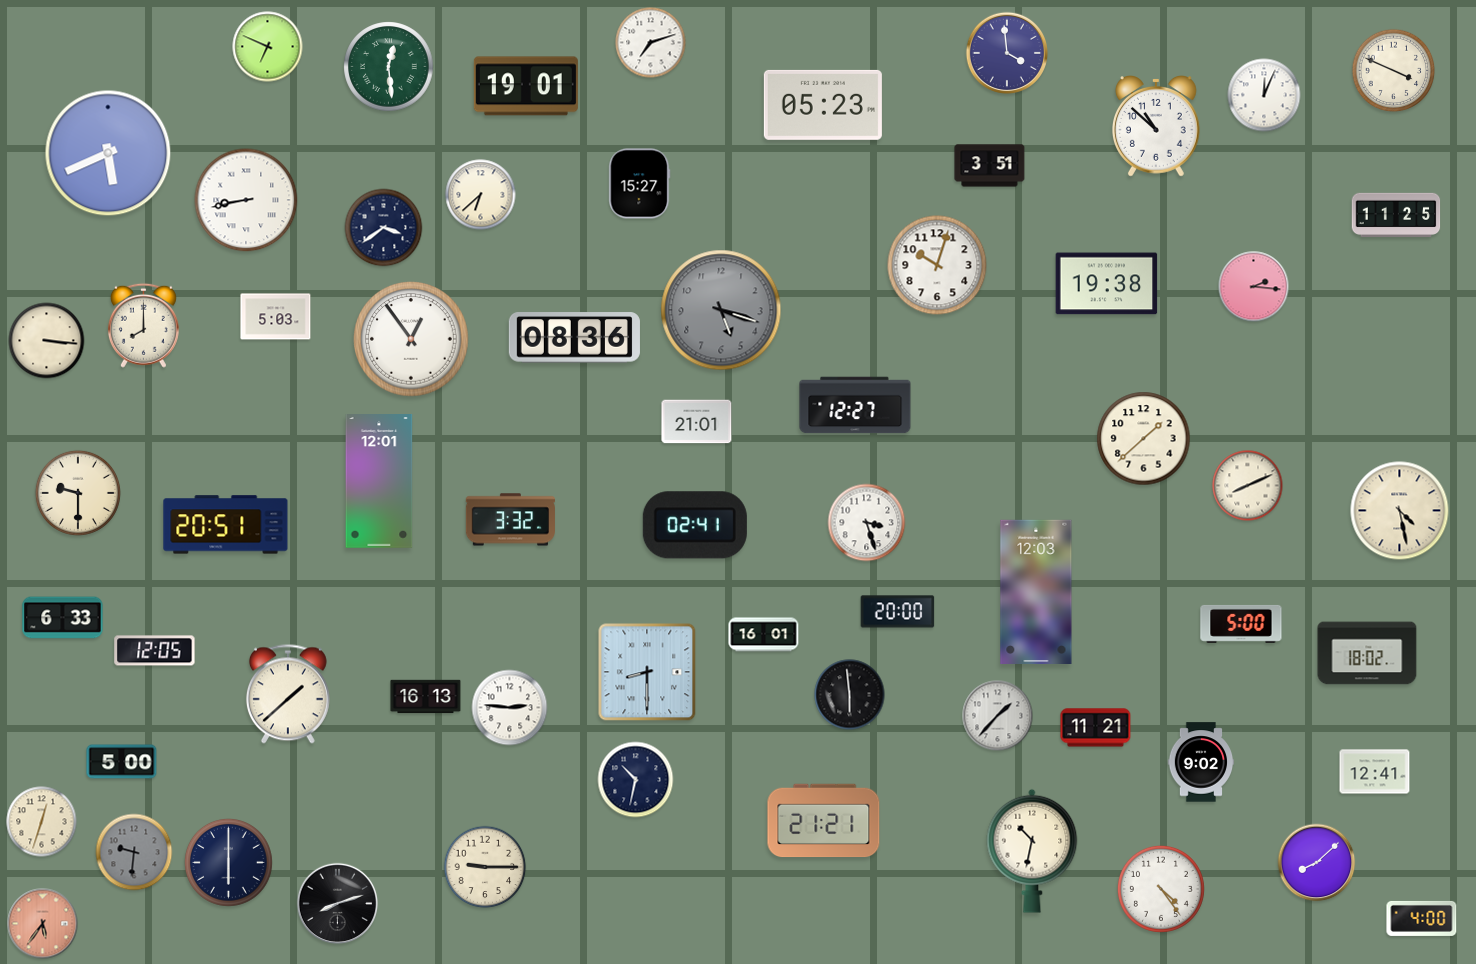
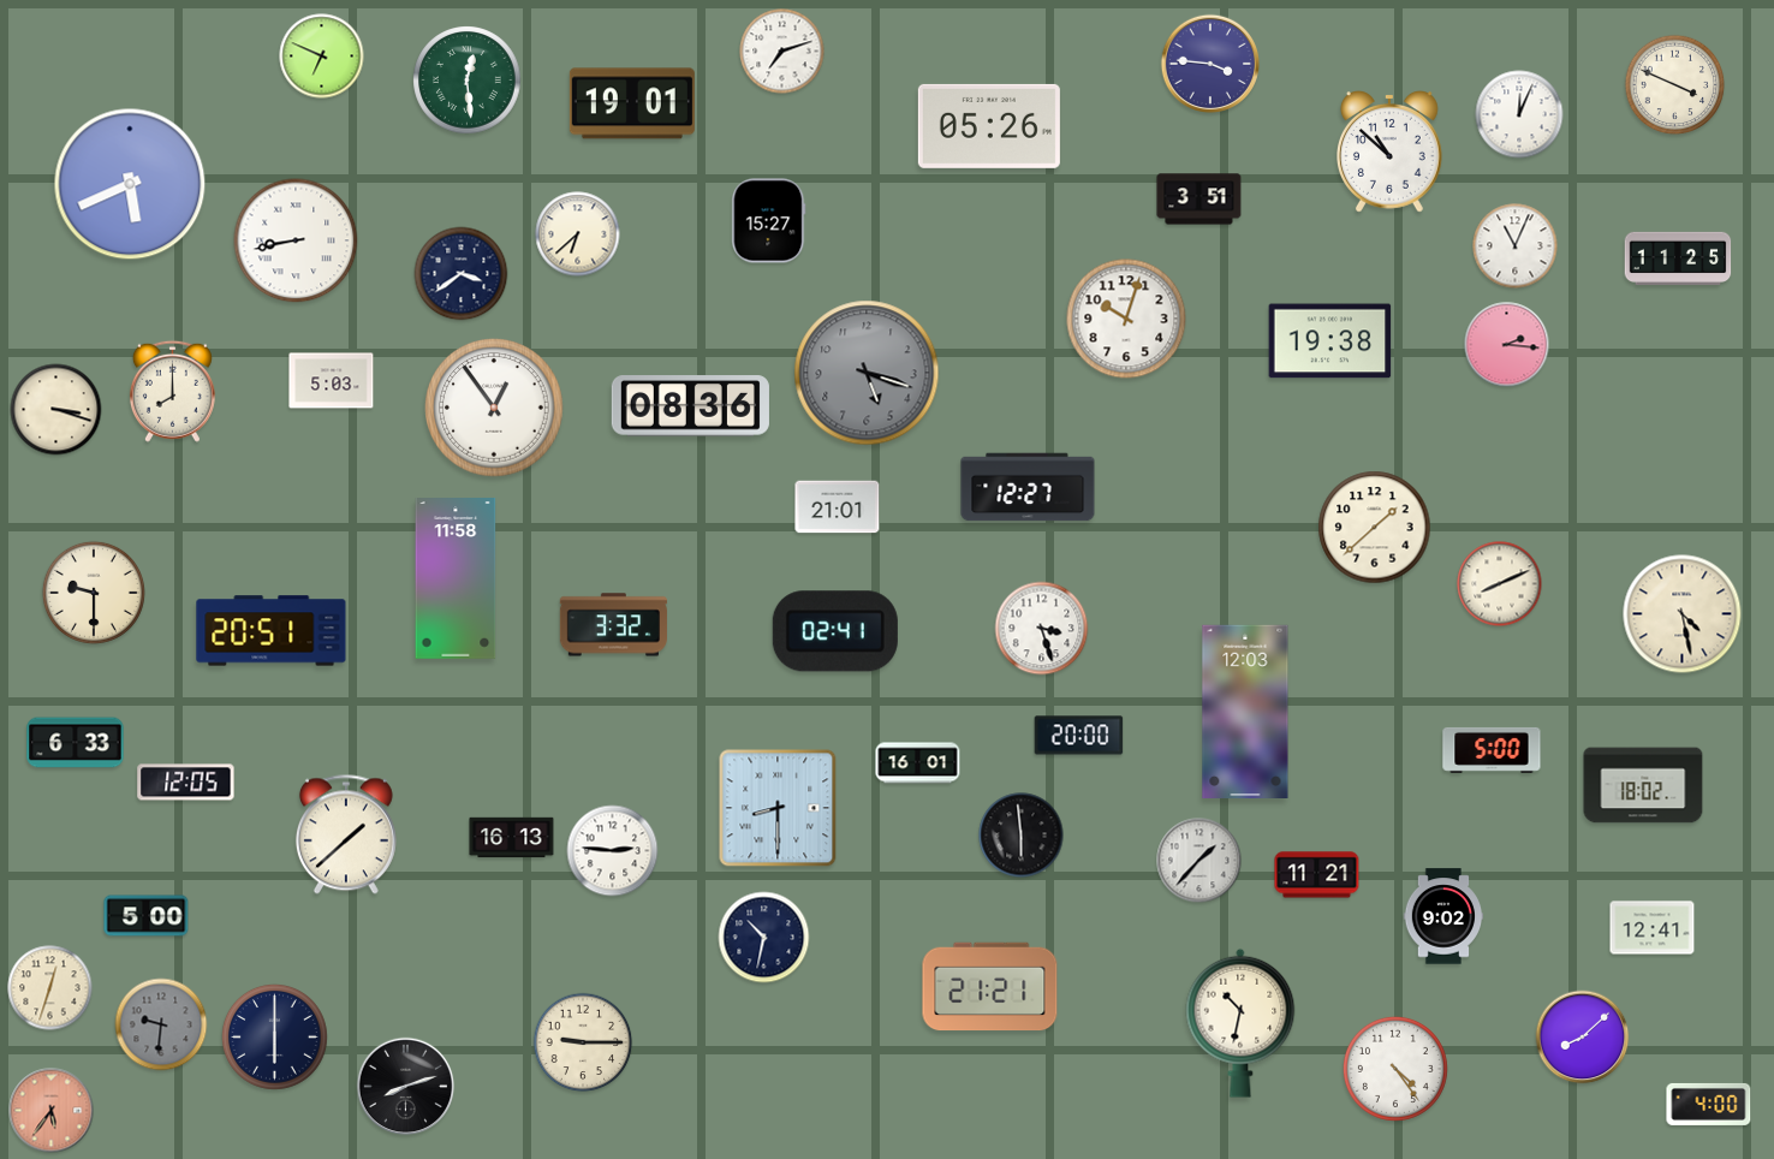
clock at (1006, 52): 3:59 -> 3:46
clock at (823, 105): 05:23 -> 05:26
clock at (990, 166) position: (990, 166) -> (1199, 200)
clock at (1516, 246): none -> 11:04
clock at (47, 341): 3:16 -> 3:18
clock at (379, 482): 12:01 -> 11:58
